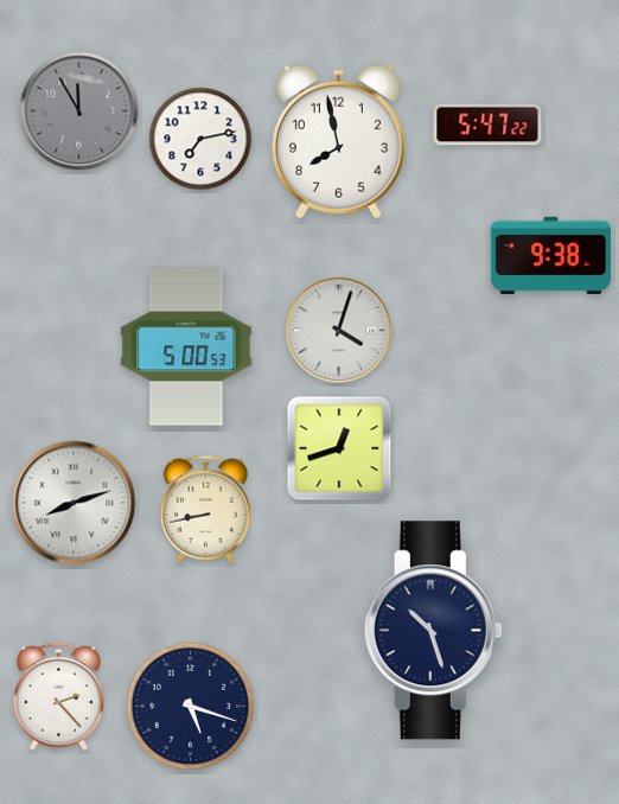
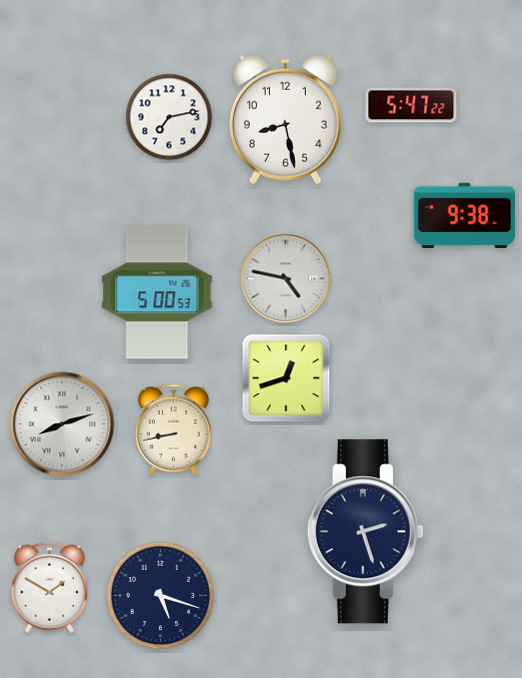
clock at (79, 111): 11:55 -> none
clock at (338, 142): 7:58 -> 8:28
clock at (339, 331): 4:03 -> 4:47
clock at (433, 631): 10:27 -> 2:27
clock at (58, 696): 2:23 -> 1:50
